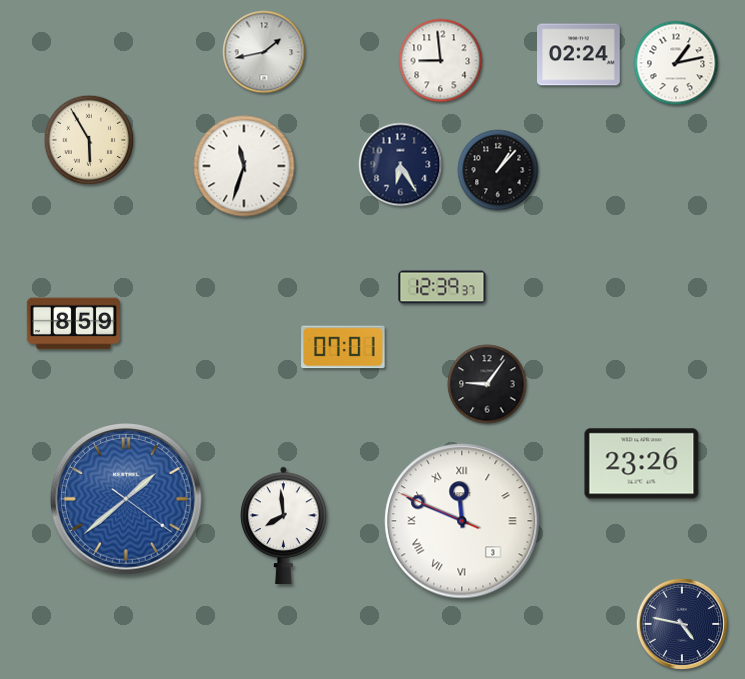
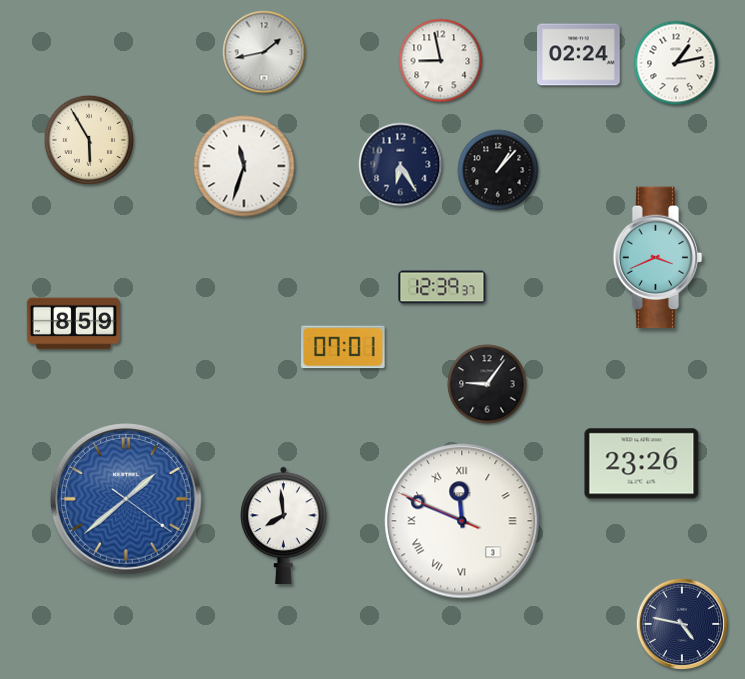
clock at (441, 61): 8:59 -> 8:58
clock at (658, 258): none -> 3:41
